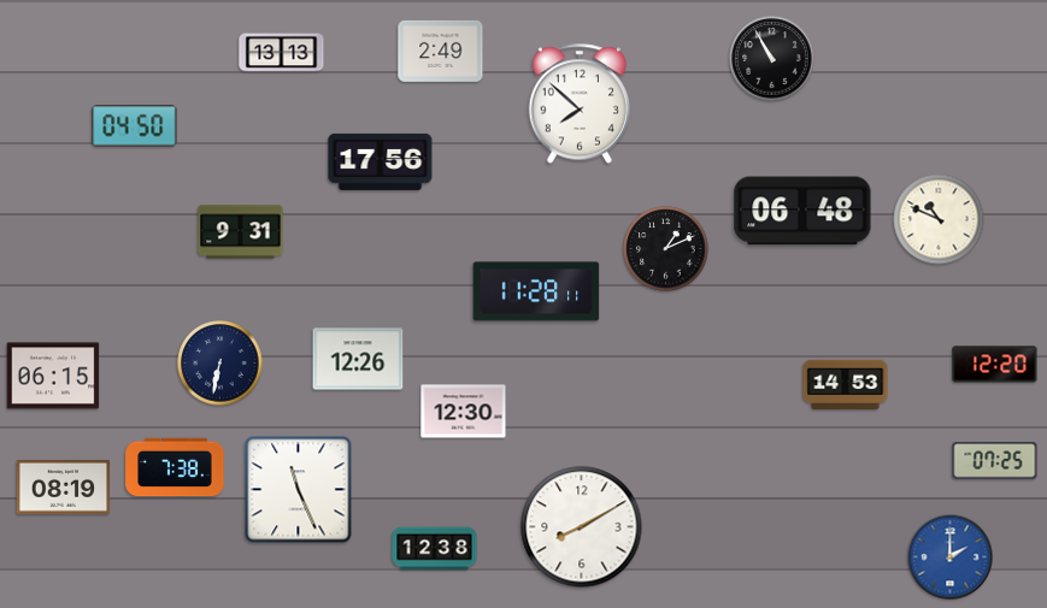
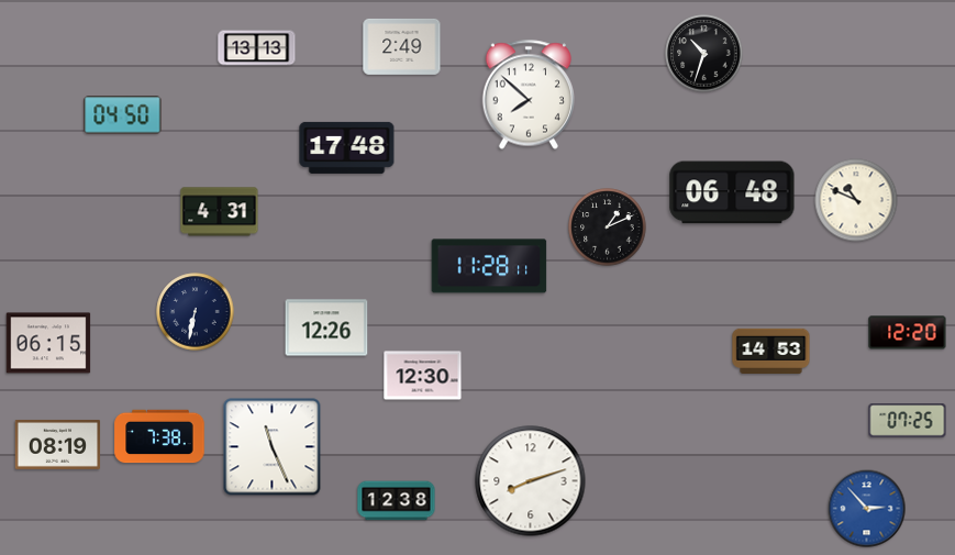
clock at (772, 59): 10:55 -> 10:33
clock at (381, 161): 17:56 -> 17:48
clock at (241, 232): 9:31 -> 4:31
clock at (220, 364) position: (220, 364) -> (196, 312)
clock at (175, 467) position: (175, 467) -> (159, 436)
clock at (582, 527): 8:10 -> 8:12
clock at (951, 557): 2:00 -> 2:53
